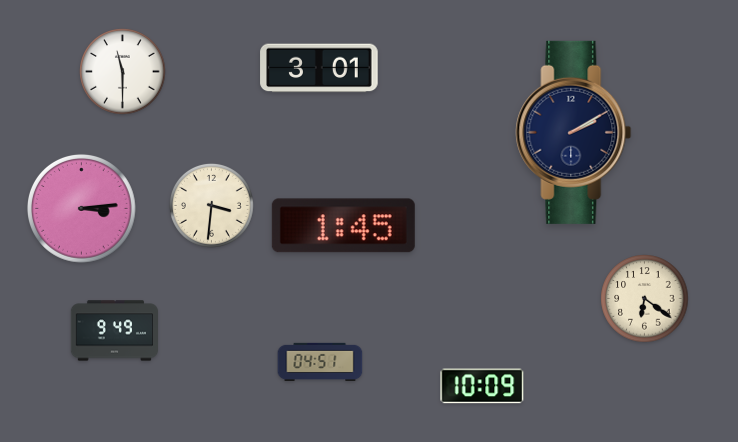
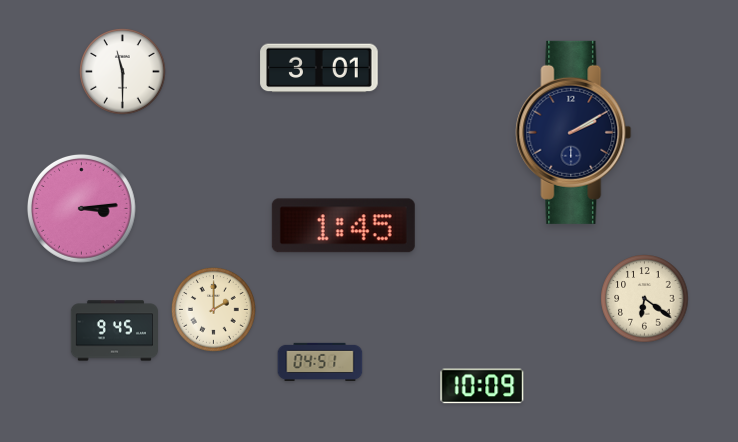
clock at (211, 205): 3:31 -> none
clock at (213, 309): none -> 2:00
clock at (114, 331): 9:49 -> 9:45
